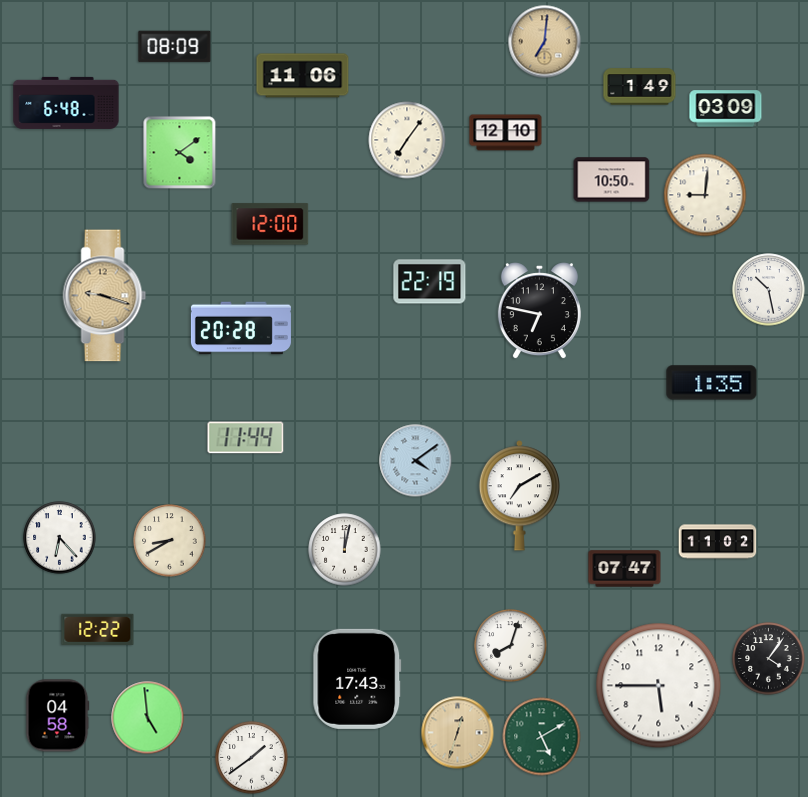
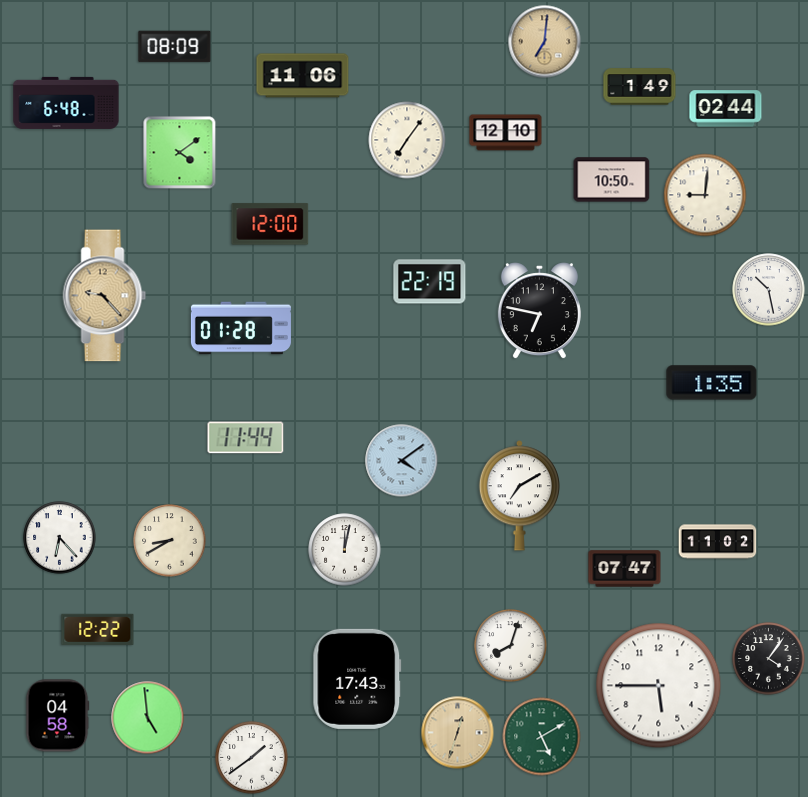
clock at (726, 109): 03:09 -> 02:44
clock at (105, 296): 9:18 -> 9:23
clock at (241, 328): 20:28 -> 01:28
clock at (416, 461) position: (416, 461) -> (402, 461)
